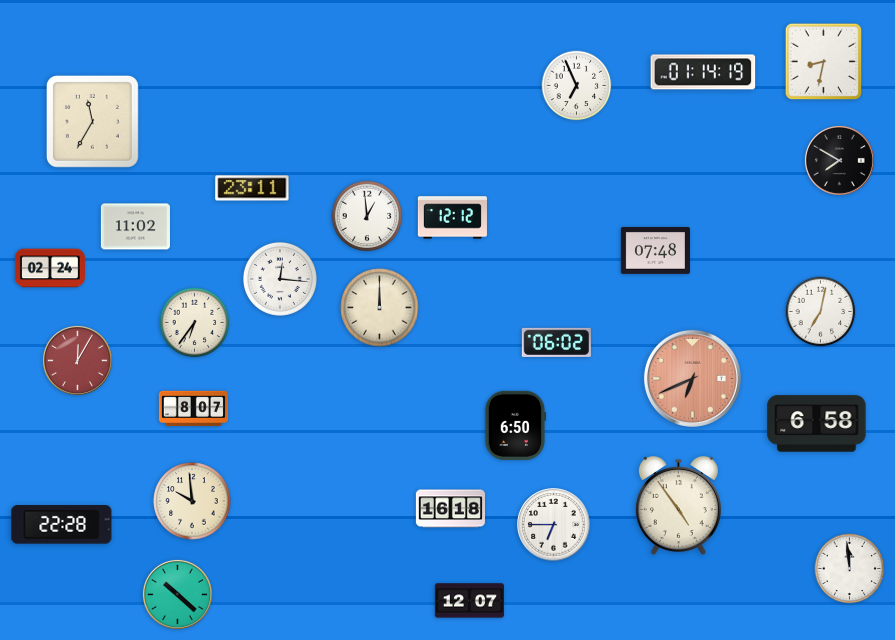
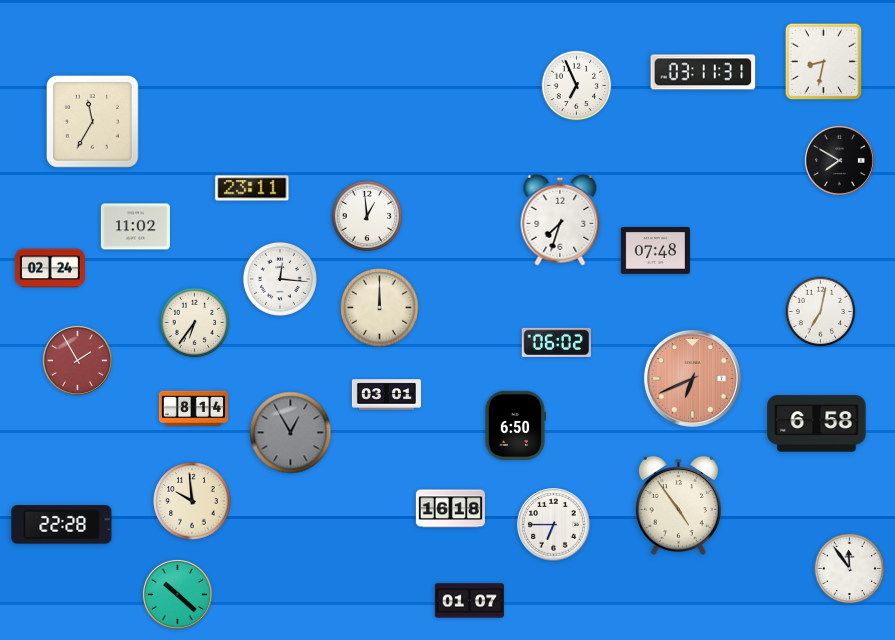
clock at (703, 72): 01:14 -> 03:11
clock at (452, 218): 12:12 -> none
clock at (560, 220): none -> 7:33
clock at (77, 360): 12:05 -> 1:55
clock at (386, 395): none -> 03:01
clock at (193, 409): 8:07 -> 8:14
clock at (291, 433): none -> 12:55
clock at (850, 569): 11:59 -> 11:54
clock at (469, 601): 12:07 -> 01:07
